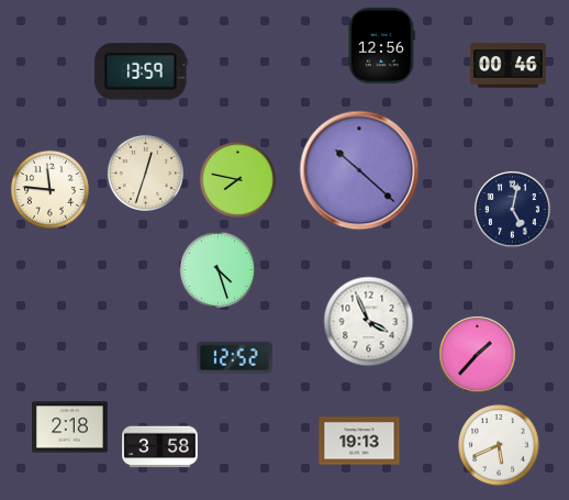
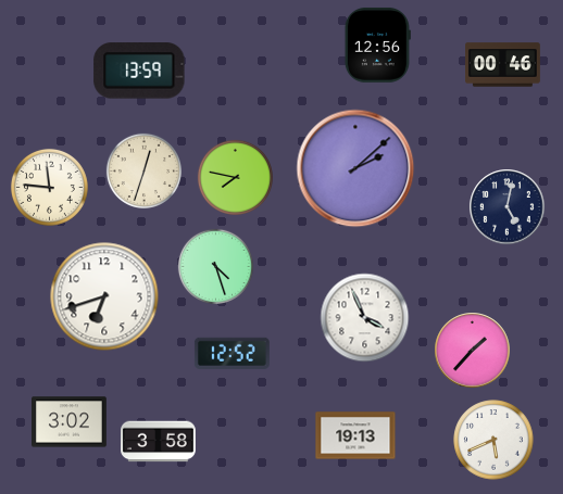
clock at (359, 170): 10:22 -> 2:08
clock at (104, 296): none -> 6:42
clock at (70, 427): 2:18 -> 3:02
